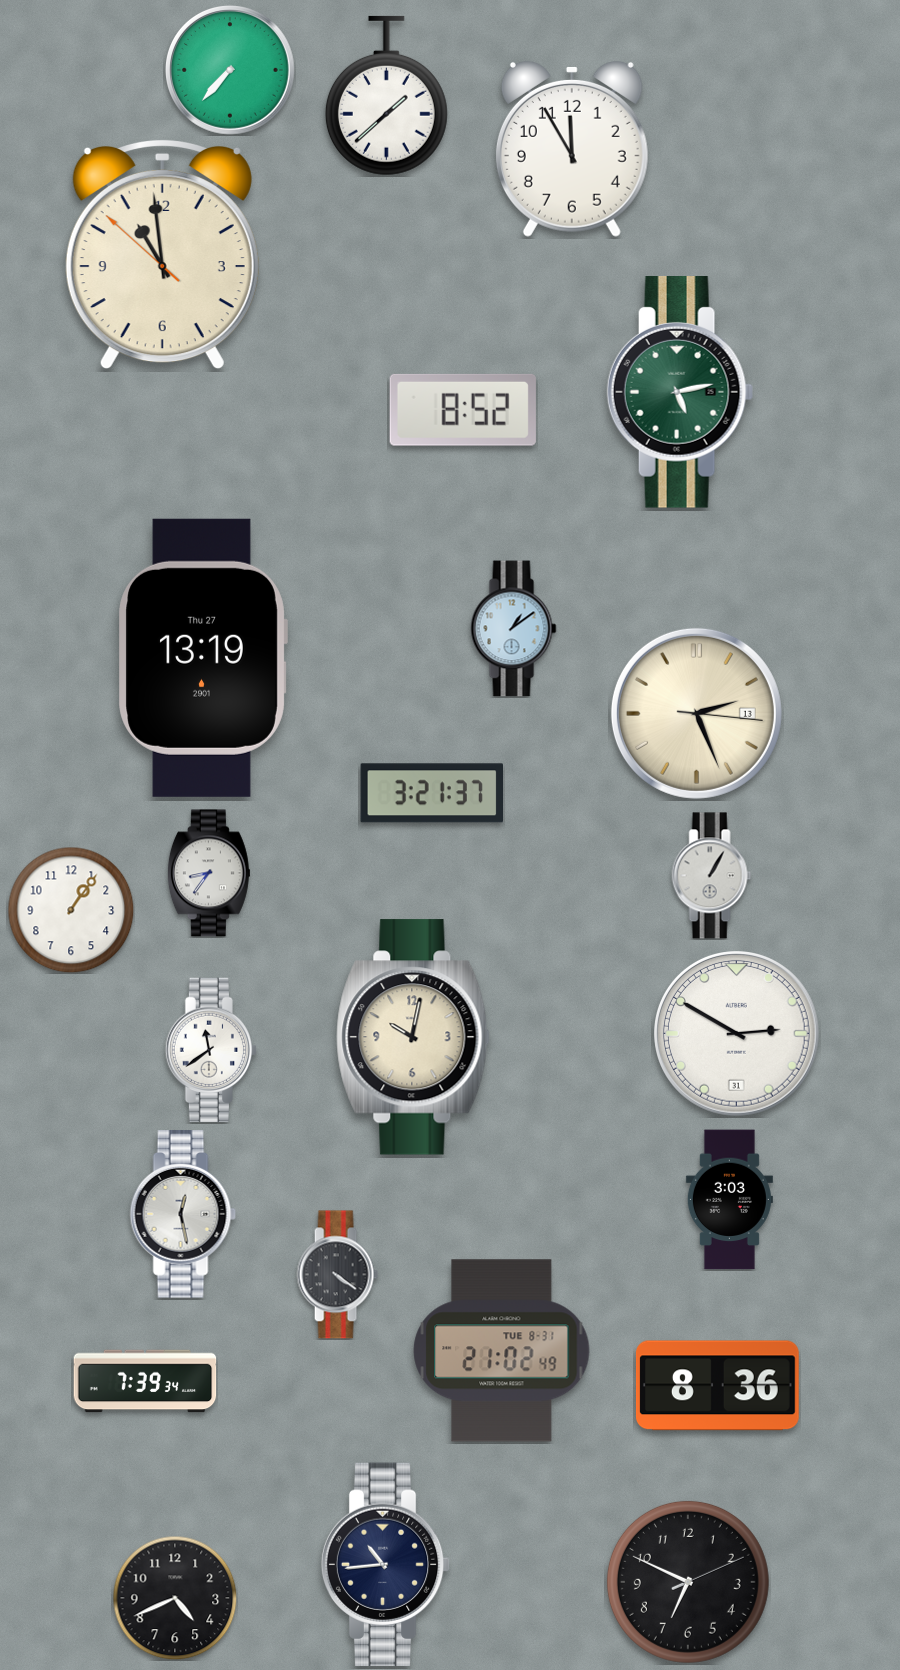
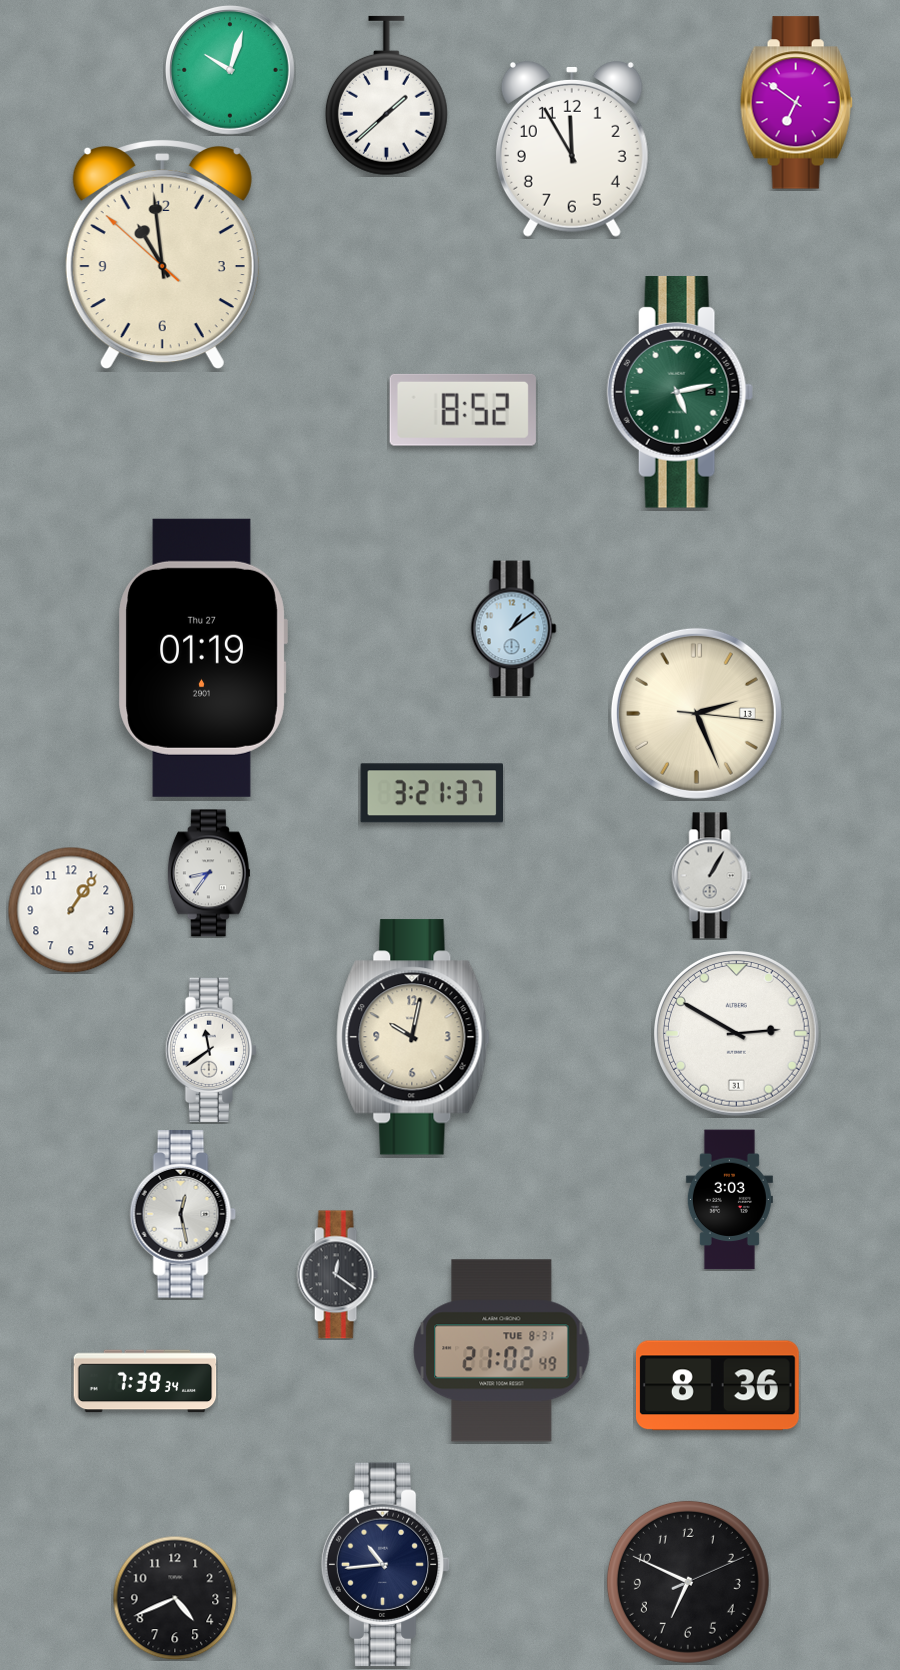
clock at (230, 70): 7:37 -> 10:03
clock at (796, 103): none -> 6:51
clock at (203, 658): 13:19 -> 01:19
clock at (337, 1275): 4:21 -> 12:21
